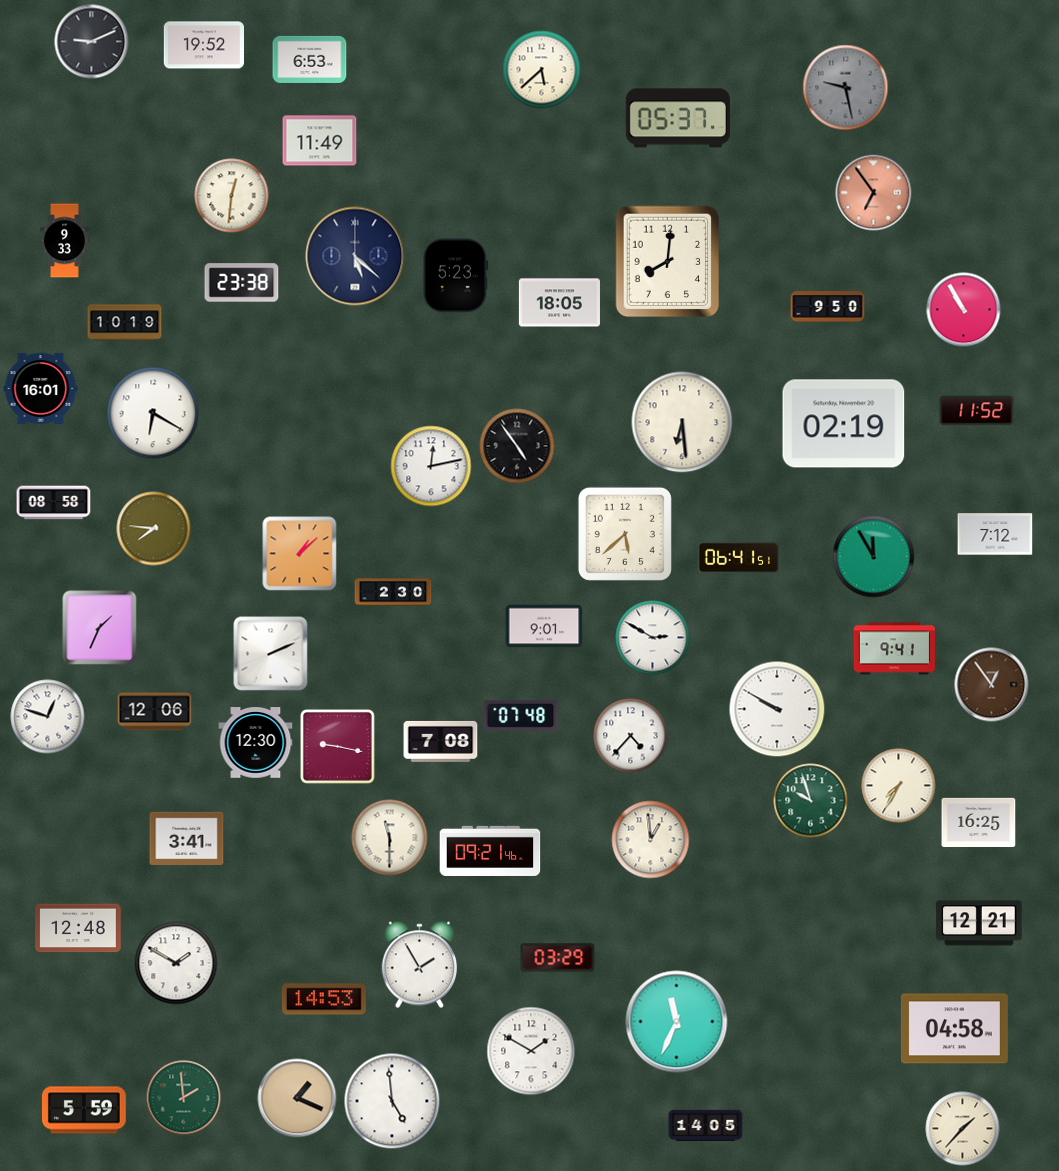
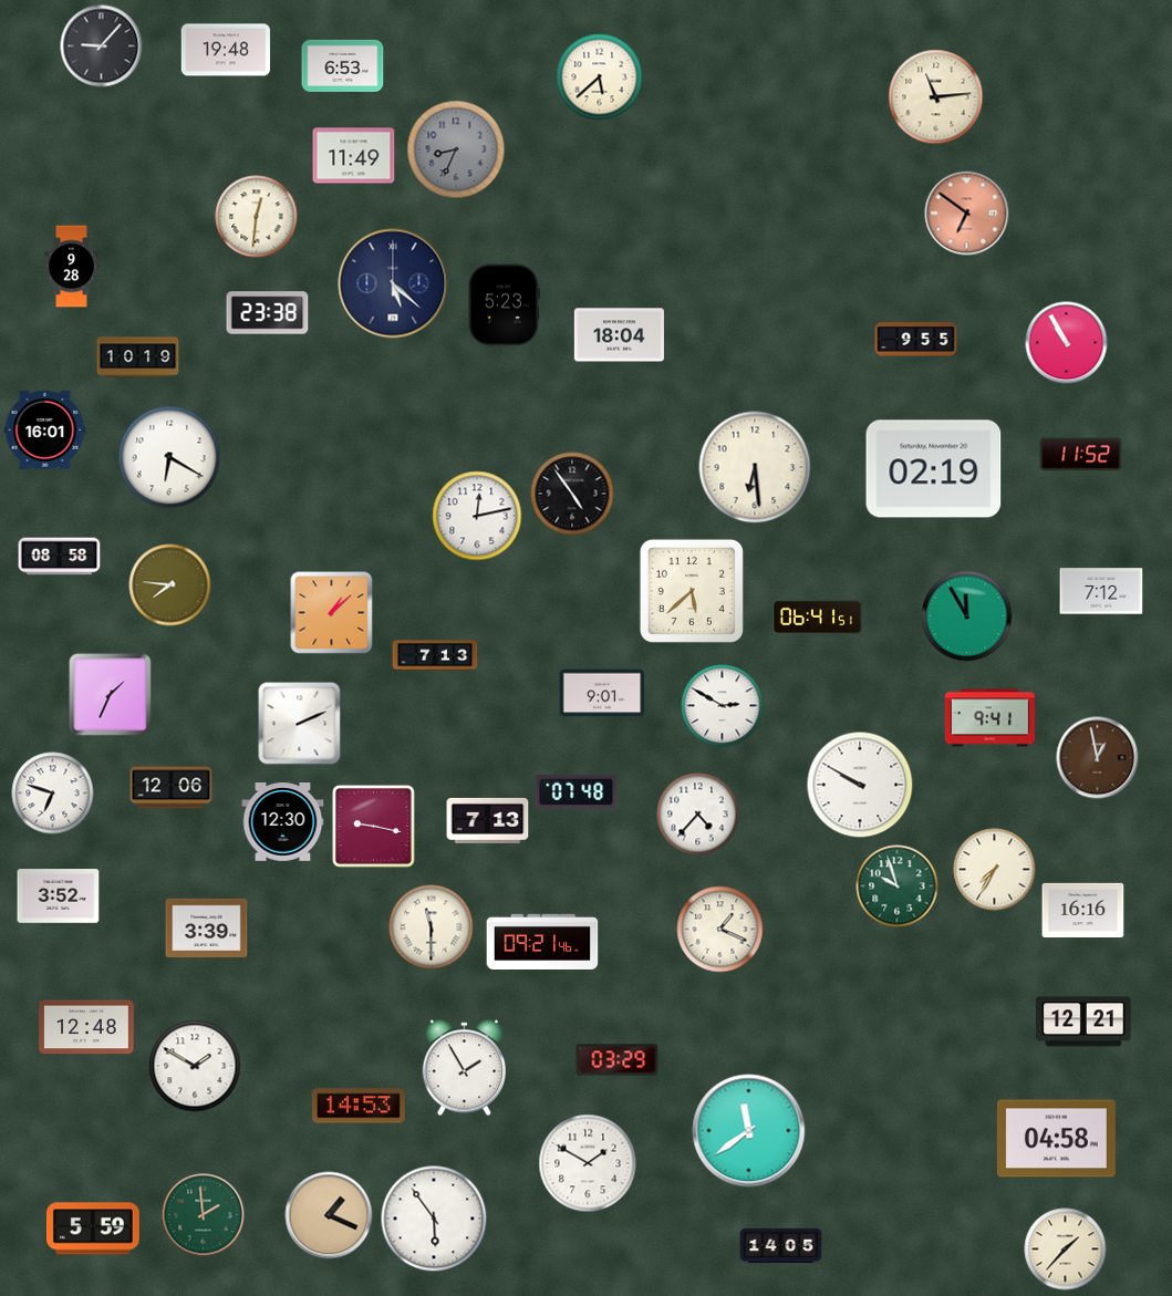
clock at (92, 42): 9:11 -> 9:07
clock at (203, 45): 19:52 -> 19:48
clock at (846, 88): 9:28 -> 11:14
clock at (846, 88) dial: grey -> cream
clock at (678, 118): 05:37 -> none
clock at (456, 149): none -> 8:34
clock at (874, 193): 6:54 -> 6:51
clock at (65, 241): 9:33 -> 9:28
clock at (668, 262): 8:01 -> none
clock at (559, 303): 18:05 -> 18:04
clock at (828, 307): 9:50 -> 9:55
clock at (393, 592): 2:30 -> 7:13
clock at (992, 685): 12:54 -> 12:58
clock at (48, 717): 12:48 -> 6:48
clock at (441, 741): 7:08 -> 7:13
clock at (59, 896): none -> 3:52
clock at (979, 822): 16:25 -> 16:16
clock at (187, 839): 3:41 -> 3:39
clock at (651, 840): 12:59 -> 1:19
clock at (677, 1022): 11:34 -> 11:39
clock at (392, 1101): 4:59 -> 5:54
